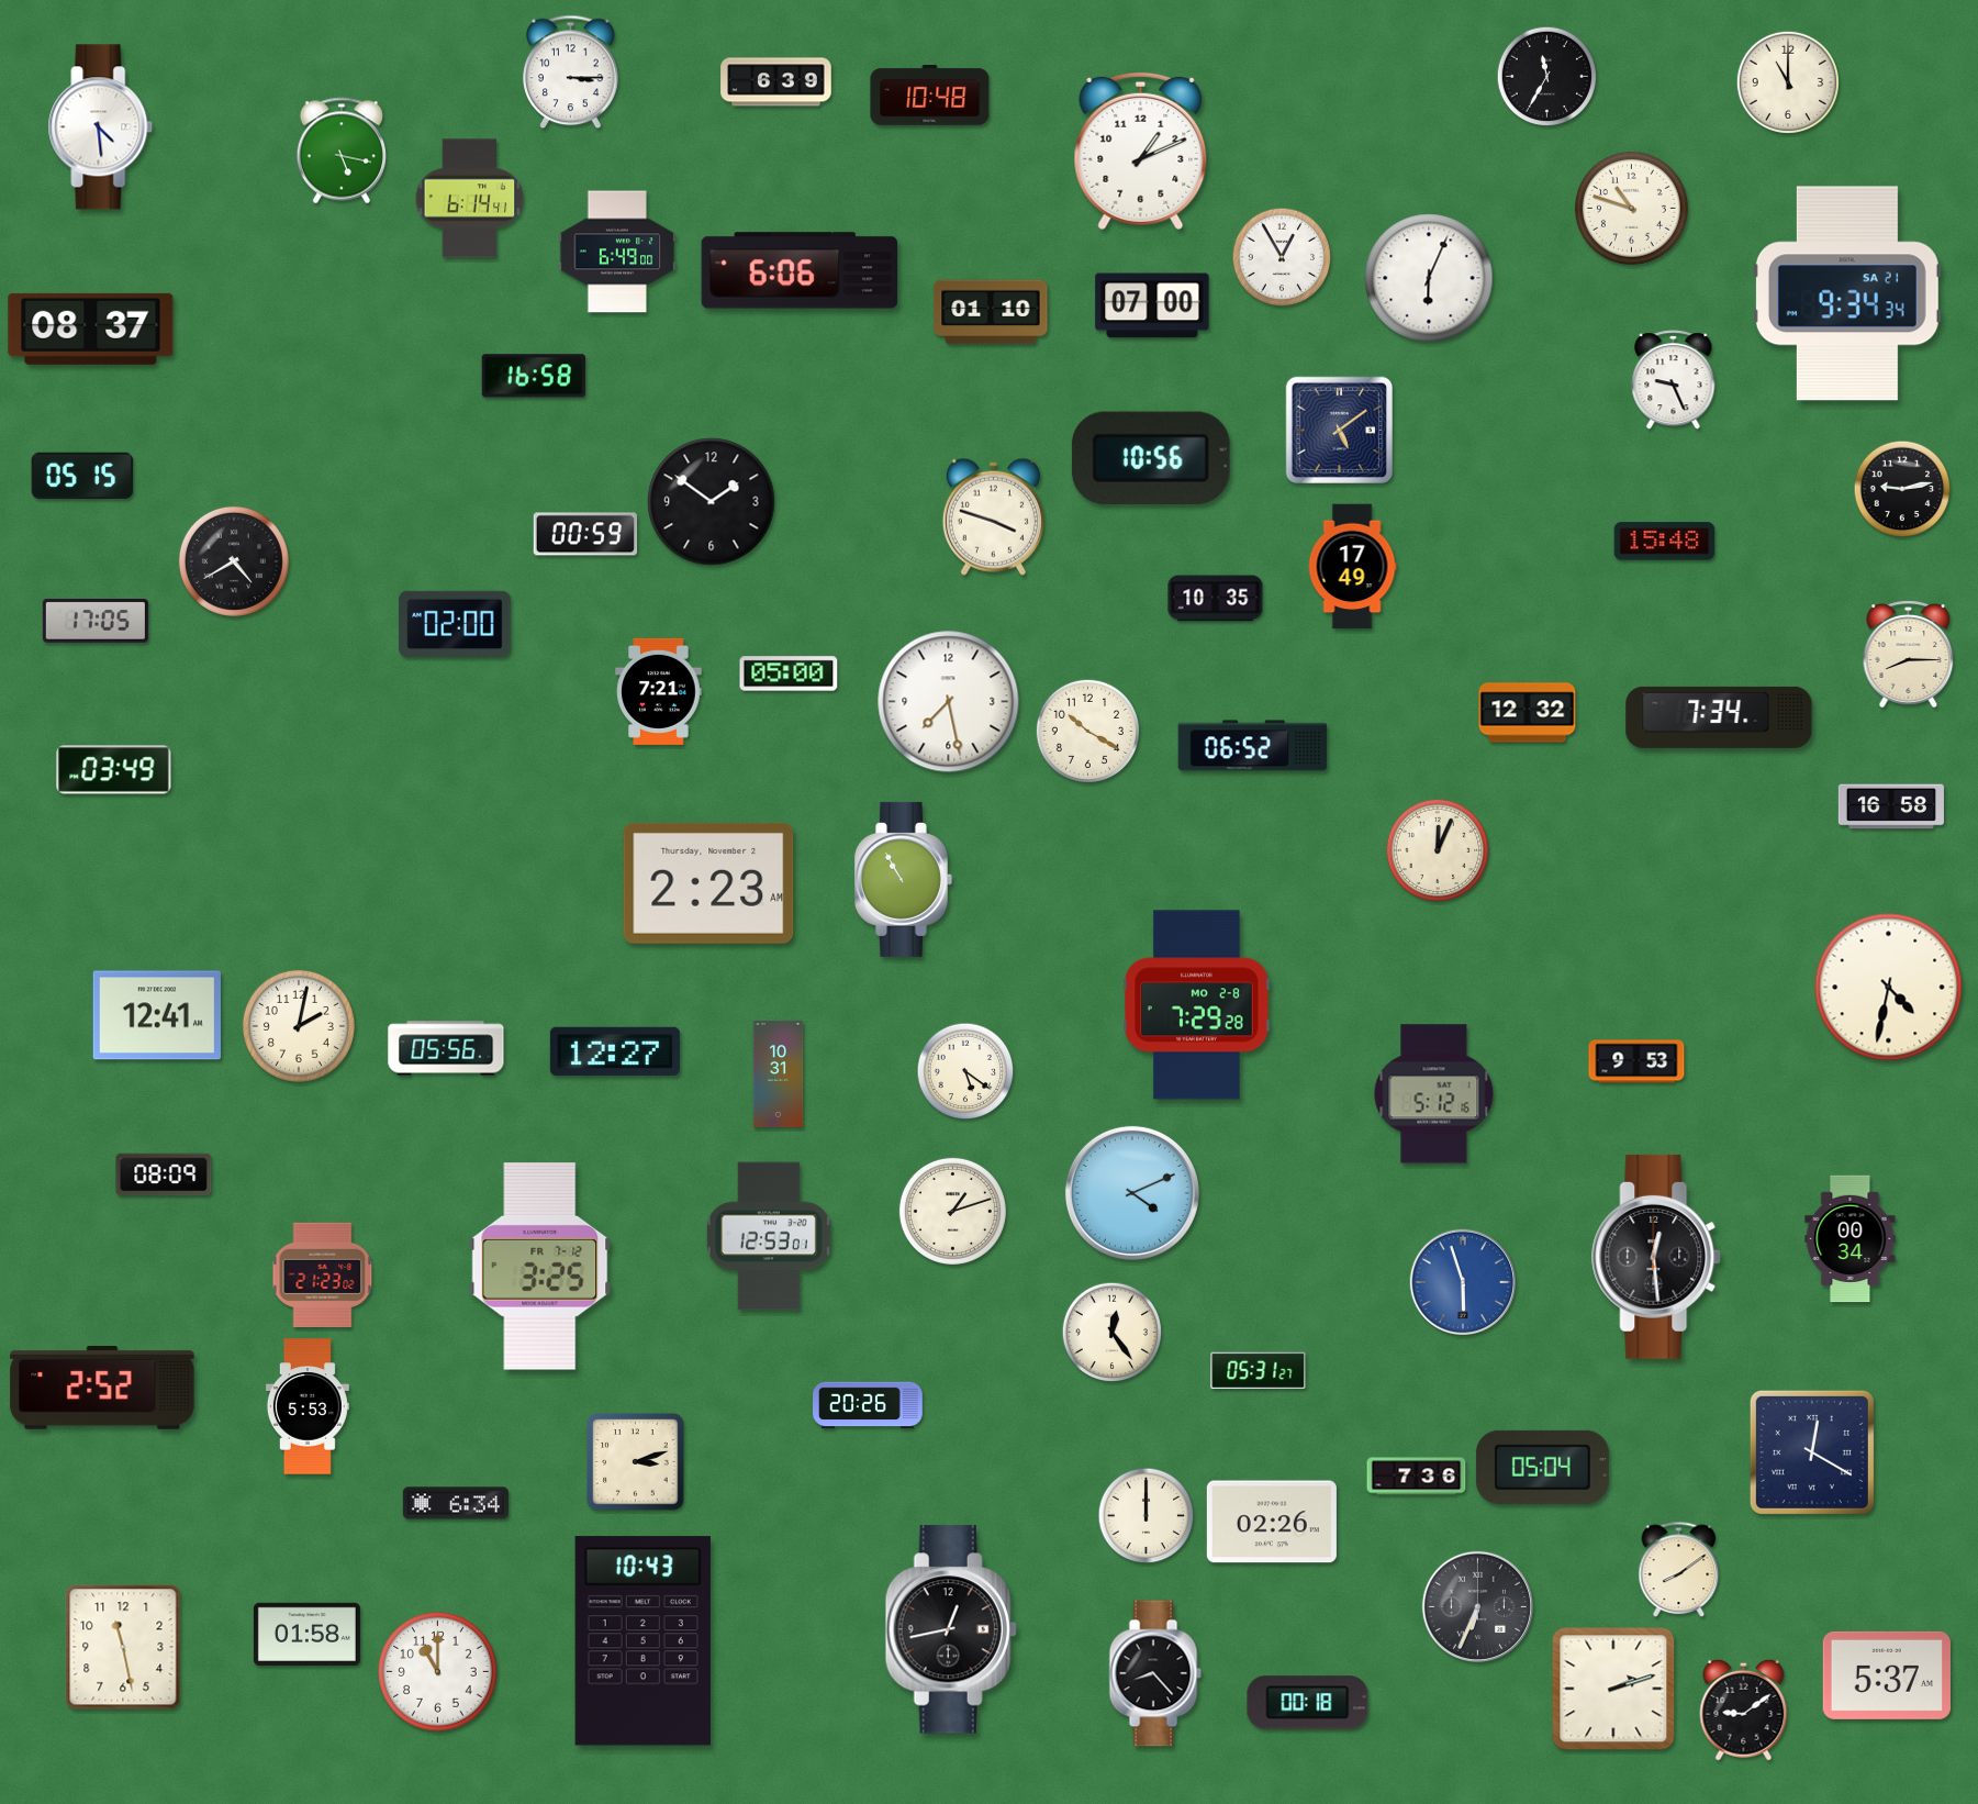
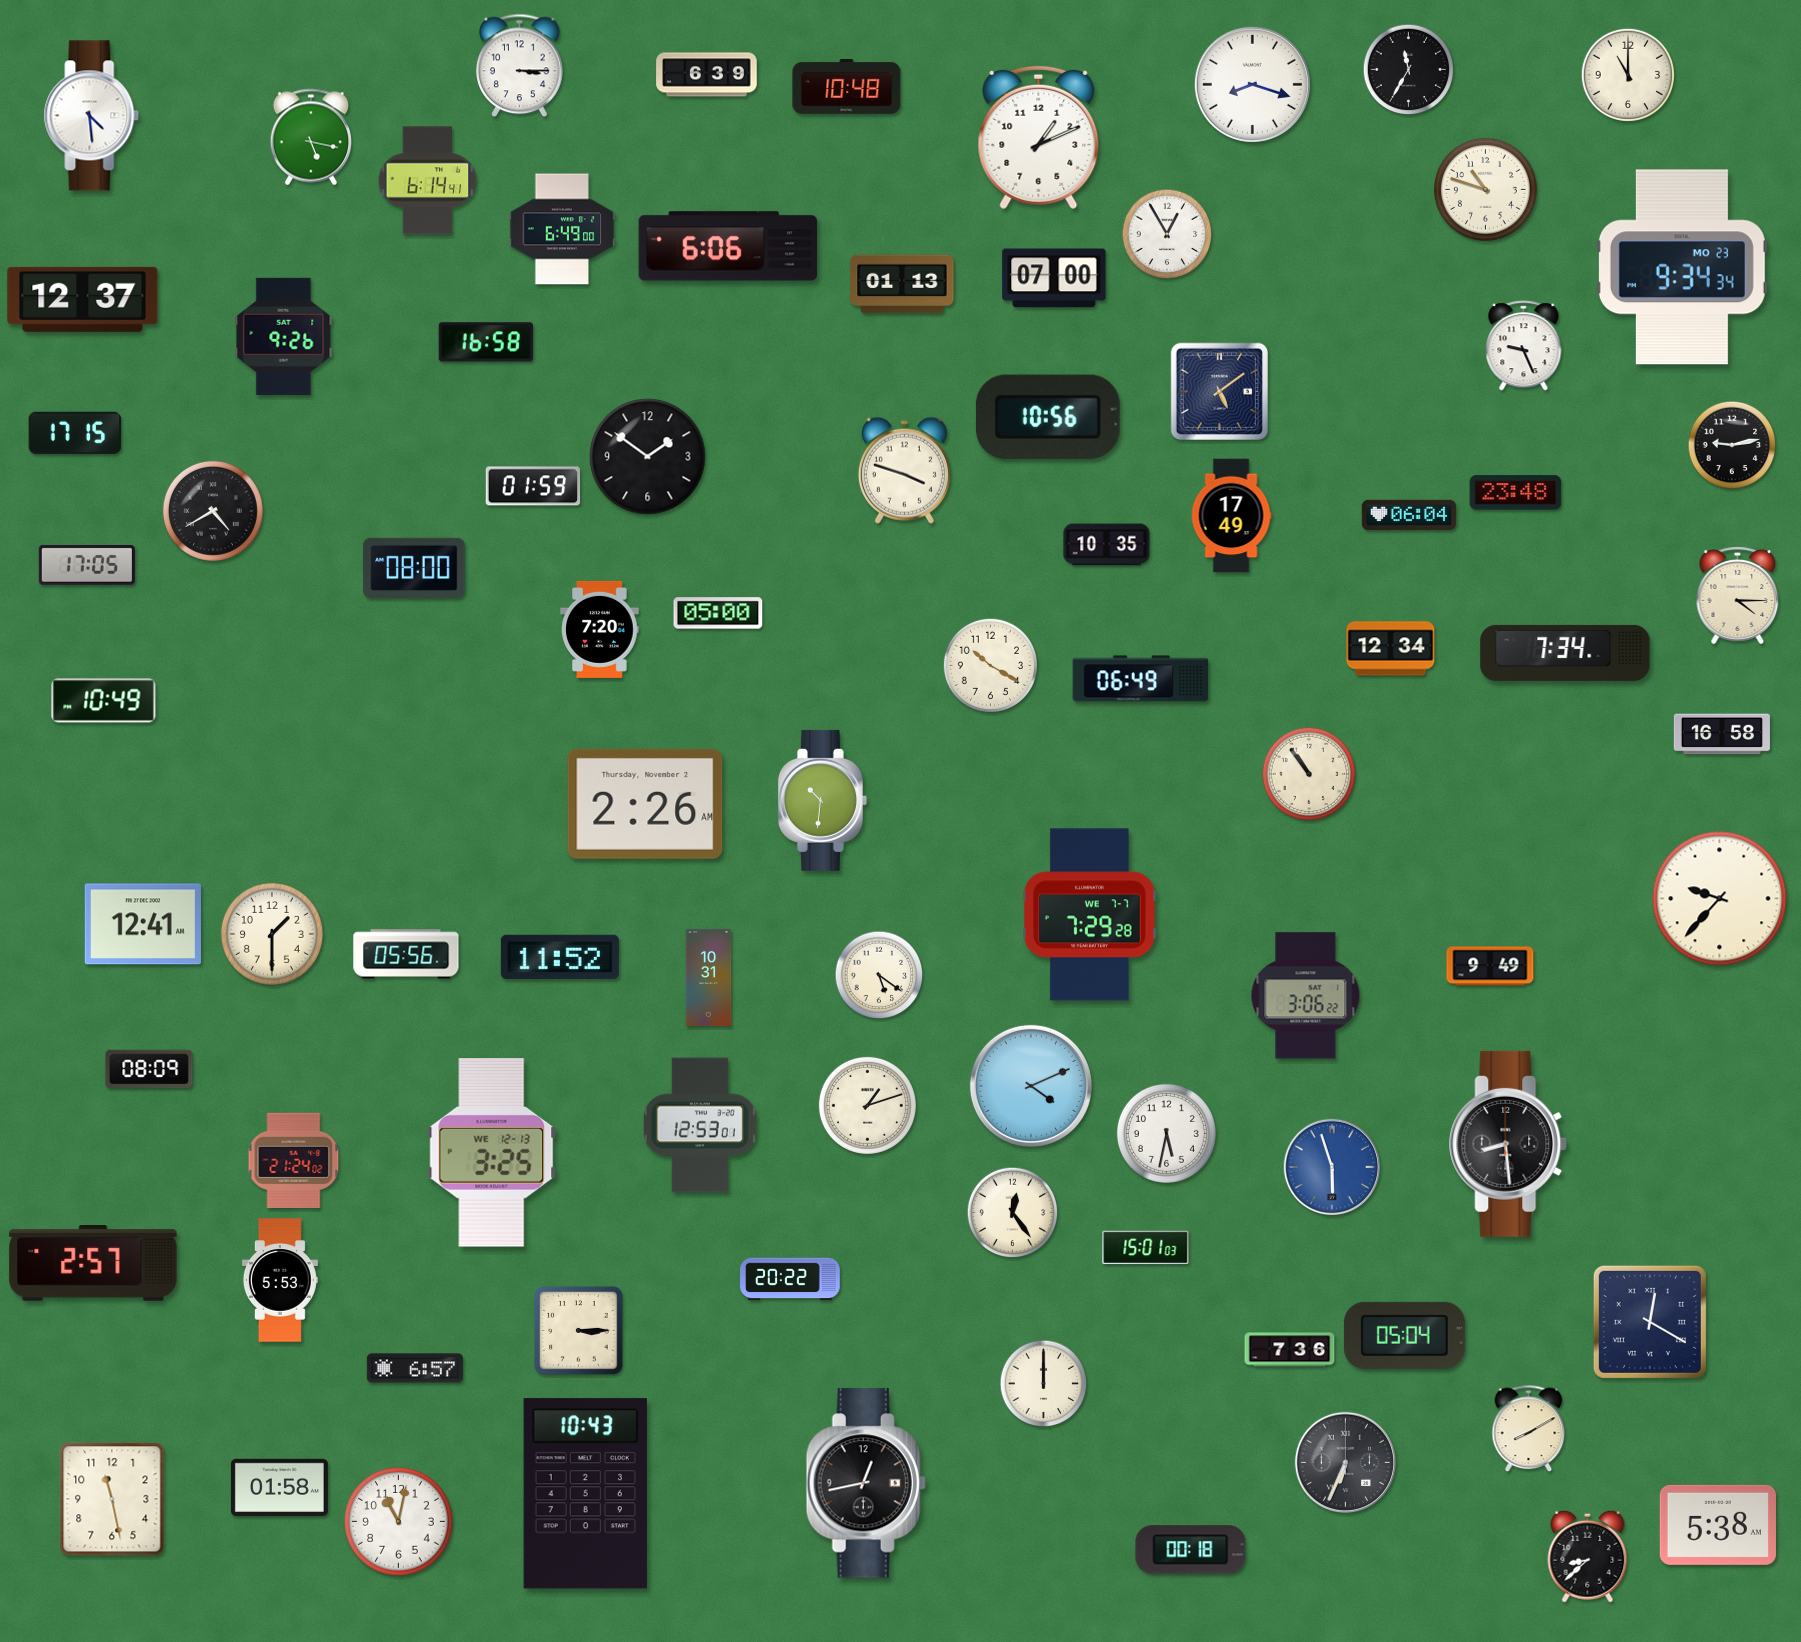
clock at (1252, 84): none -> 8:18
clock at (1429, 278): 6:04 -> none
clock at (1847, 293) date: SA 21 -> MO 23
clock at (1152, 305) position: (1152, 305) -> (1054, 278)
clock at (991, 312): 01:10 -> 01:13
clock at (91, 328): 08:37 -> 12:37
clock at (284, 336): none -> 9:26
clock at (82, 476): 05:15 -> 17:15
clock at (585, 534): 00:59 -> 01:59
clock at (1665, 542): 15:48 -> 23:48
clock at (1409, 515): none -> 06:04
clock at (455, 623): 02:00 -> 08:00
clock at (1909, 655): 8:15 -> 4:15
clock at (659, 691): 7:21 -> 7:20
clock at (949, 702): 7:28 -> none
clock at (1528, 713): 12:32 -> 12:34
clock at (1253, 746): 06:52 -> 06:49
clock at (114, 770): 03:49 -> 10:49
clock at (1437, 849): 12:04 -> 10:54
clock at (903, 879): 10:55 -> 10:31
clock at (708, 883): 2:23 -> 2:26
clock at (1889, 988): 4:32 -> 9:37
clock at (1197, 1005) date: MO 2-8 -> WE 7-7
clock at (299, 1026): 2:02 -> 1:30
clock at (615, 1051): 12:27 -> 11:52
clock at (1636, 1061): 9:53 -> 9:49
clock at (1434, 1094): 5:12 -> 3:06
clock at (952, 1211) position: (952, 1211) -> (867, 1105)
clock at (1851, 1239): 00:34 -> none
clock at (1166, 1133): none -> 5:32
clock at (1657, 1257): 12:29 -> 8:29
clock at (540, 1267) date: FR 7-12 -> WE 12-13
clock at (323, 1274): 21:23 -> 21:24
clock at (1259, 1371): 05:31 -> 15:01
clock at (102, 1389): 2:52 -> 2:57
clock at (868, 1405): 20:26 -> 20:22
clock at (636, 1462): 3:12 -> 3:15
clock at (1417, 1477) position: (1417, 1477) -> (1290, 1350)
clock at (456, 1503): 6:34 -> 6:57
clock at (1147, 1516) position: (1147, 1516) -> (1044, 1384)
clock at (1272, 1522): 02:26 -> none
clock at (1679, 1570): 8:09 -> 8:10
clock at (438, 1672): 11:00 -> 11:02
clock at (1155, 1673): 8:23 -> none
clock at (1887, 1675): 5:37 -> 5:38
clock at (1613, 1689): 2:12 -> none
clock at (1744, 1710): 9:09 -> 8:38
